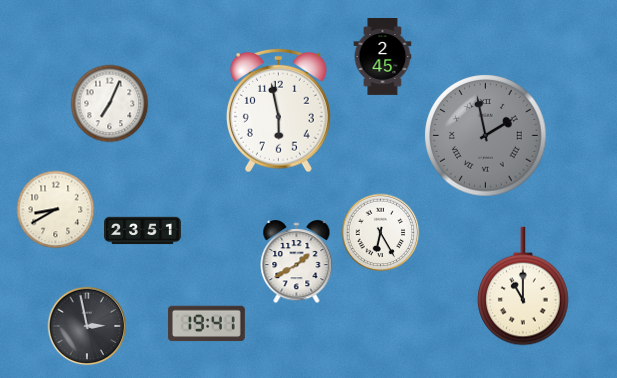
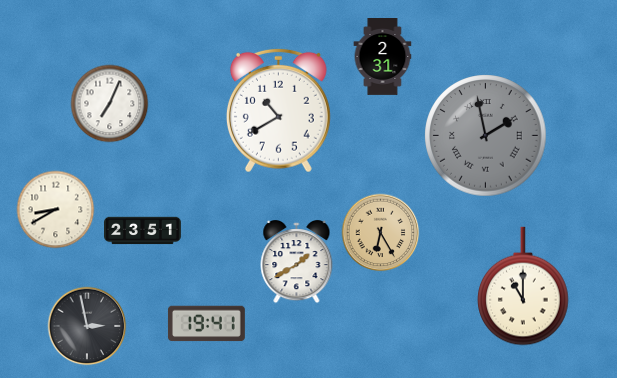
clock at (383, 57): 2:45 -> 2:31
clock at (278, 110): 5:58 -> 10:40
clock at (380, 232) dial: white -> champagne
